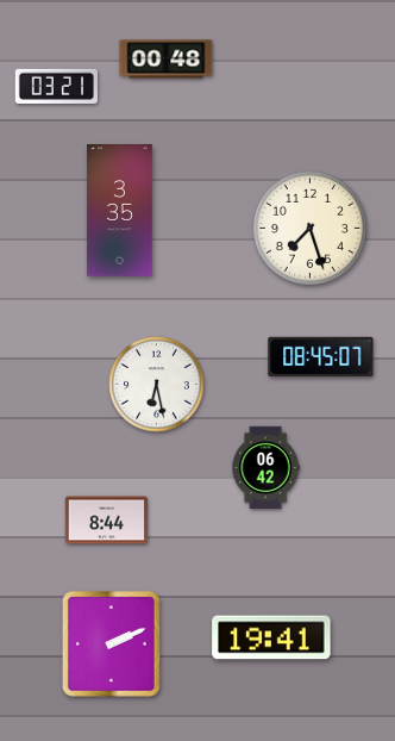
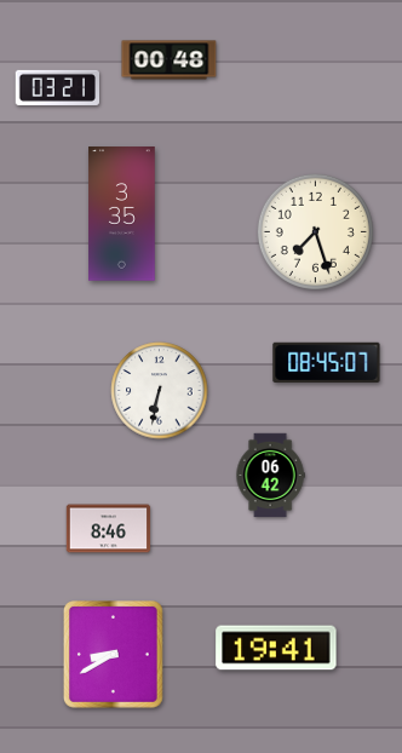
clock at (157, 385): 6:28 -> 6:32
clock at (107, 521): 8:44 -> 8:46
clock at (112, 645): 2:11 -> 8:40
